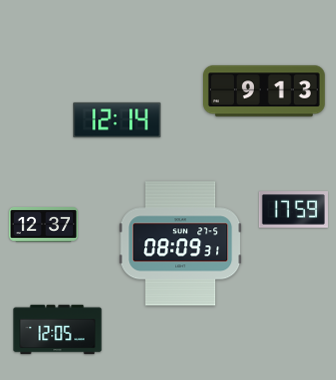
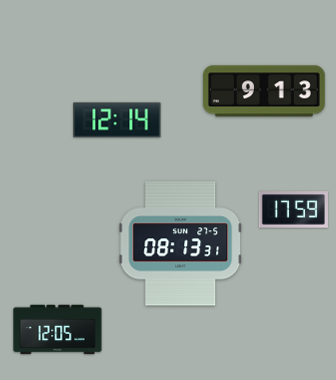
clock at (43, 225): 12:37 -> none
clock at (181, 244): 08:09 -> 08:13
